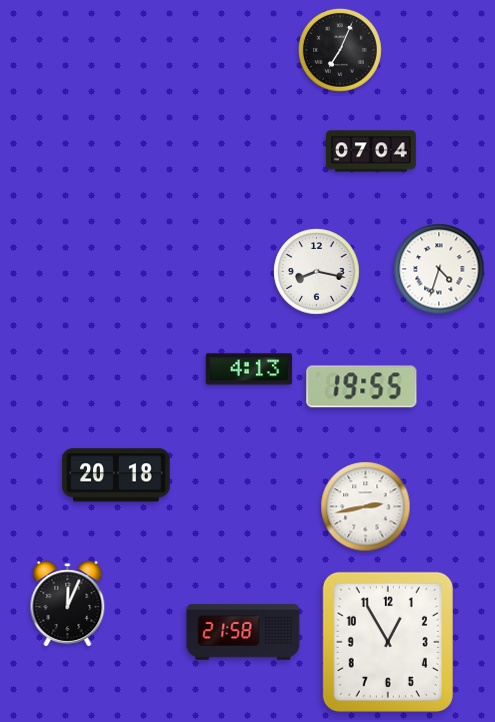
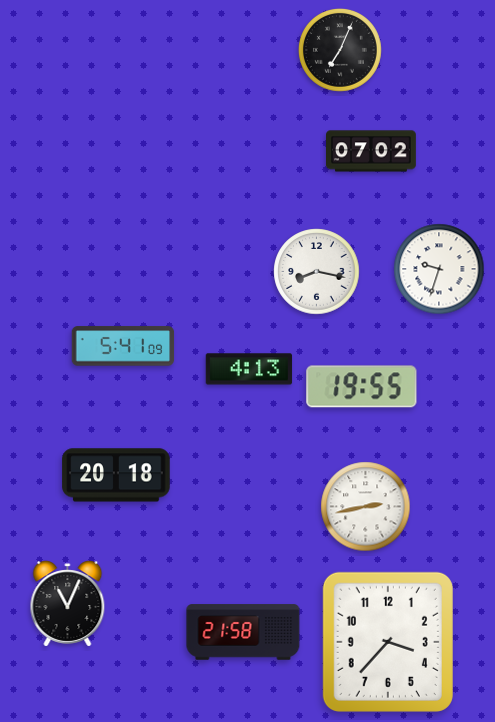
clock at (372, 151): 07:04 -> 07:02
clock at (439, 269): 4:33 -> 9:33
clock at (123, 346): none -> 5:41
clock at (68, 604): 12:04 -> 11:04
clock at (388, 642): 12:55 -> 3:37
